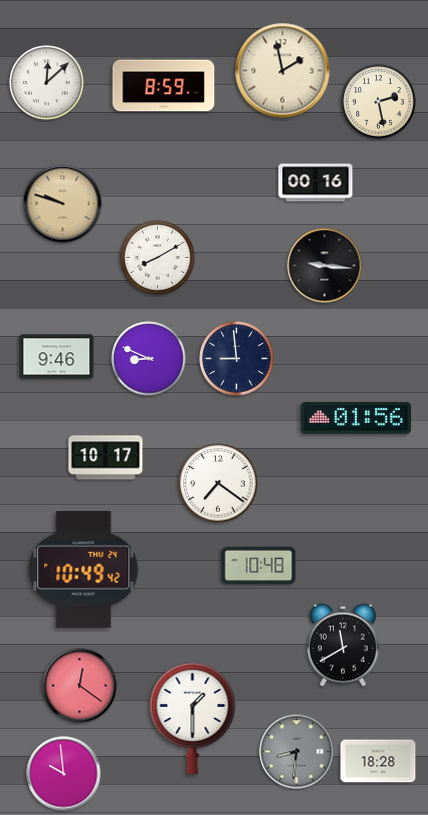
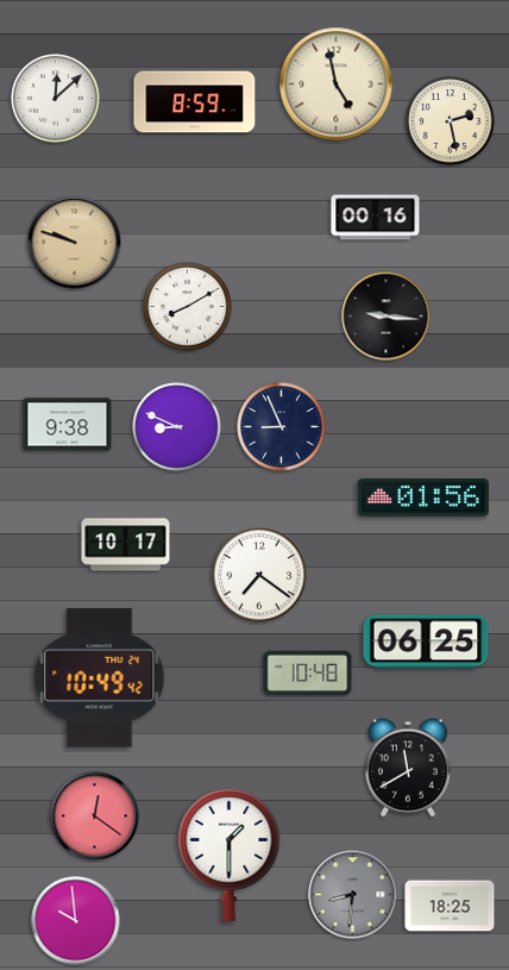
clock at (283, 71): 1:58 -> 4:58
clock at (57, 357): 9:46 -> 9:38
clock at (237, 359): 8:59 -> 8:56
clock at (426, 642): none -> 06:25
clock at (378, 761): 18:28 -> 18:25
